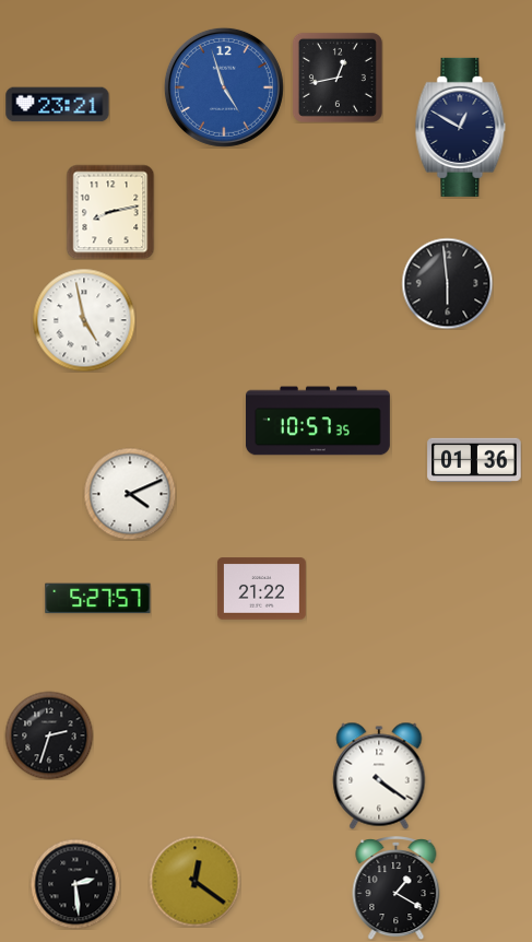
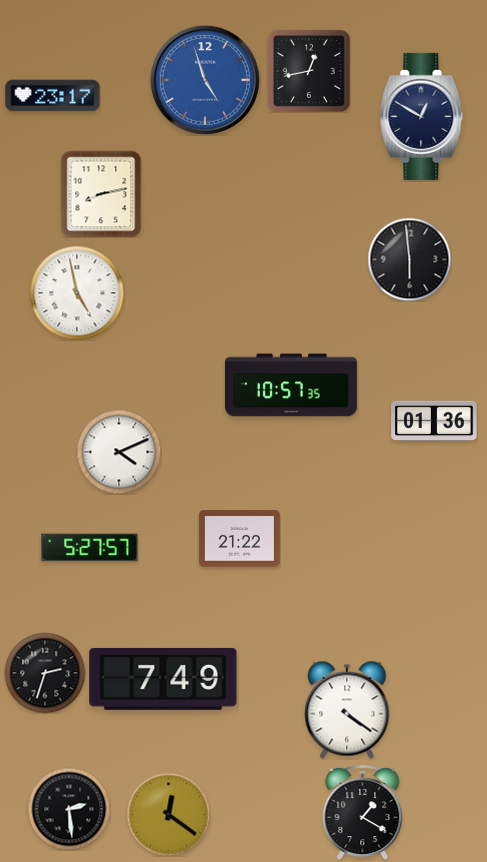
clock at (58, 105): 23:21 -> 23:17
clock at (163, 679): none -> 7:49
clock at (194, 881) position: (194, 881) -> (168, 814)
